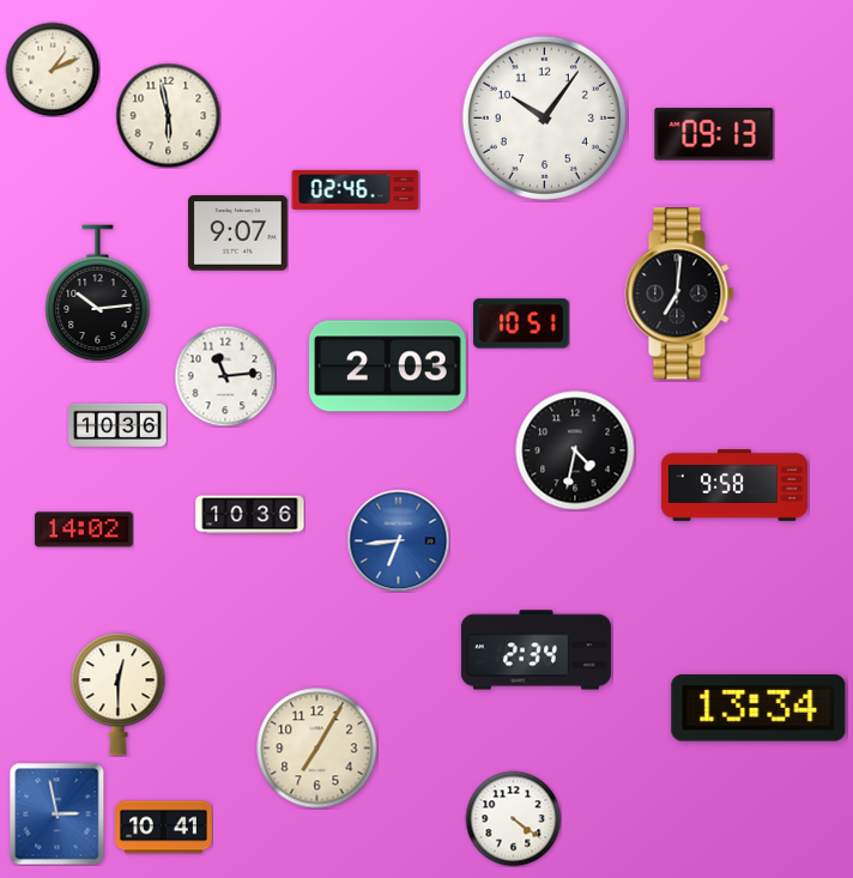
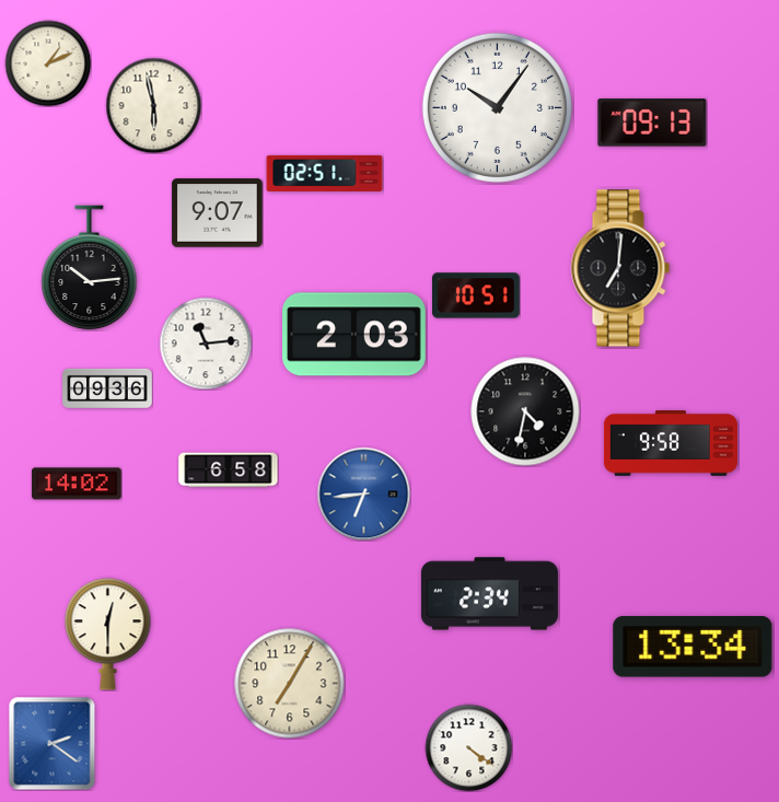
clock at (356, 189): 02:46 -> 02:51
clock at (117, 425): 10:36 -> 09:36
clock at (250, 515): 10:36 -> 6:58
clock at (58, 813): 2:58 -> 2:21
clock at (164, 828): 10:41 -> none
